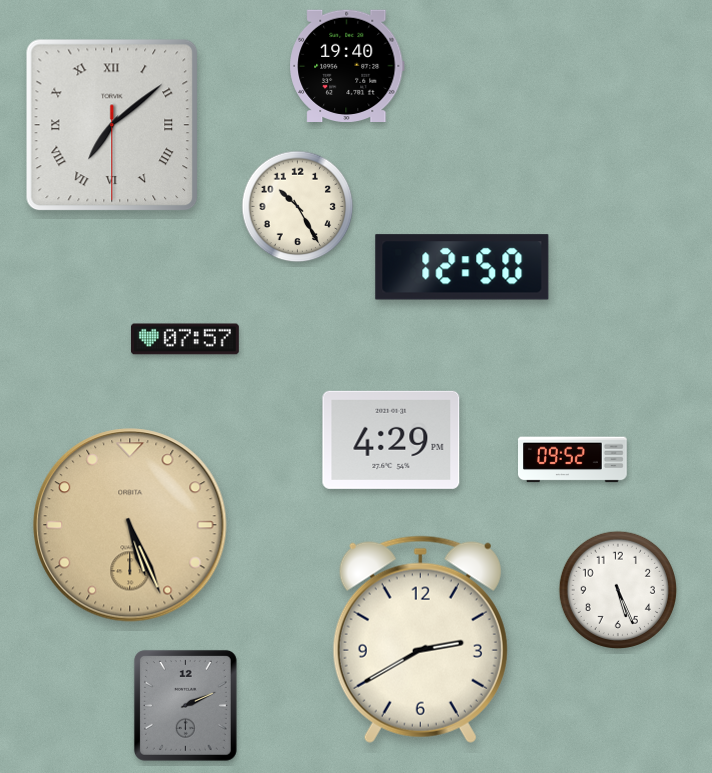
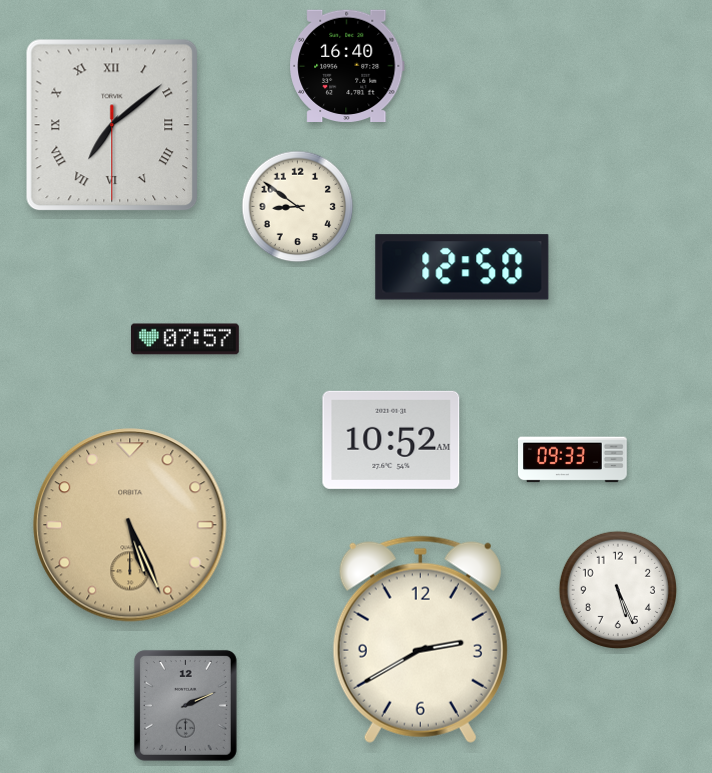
clock at (347, 65): 19:40 -> 16:40
clock at (298, 207): 10:25 -> 8:51
clock at (391, 440): 4:29 -> 10:52
clock at (573, 460): 09:52 -> 09:33
